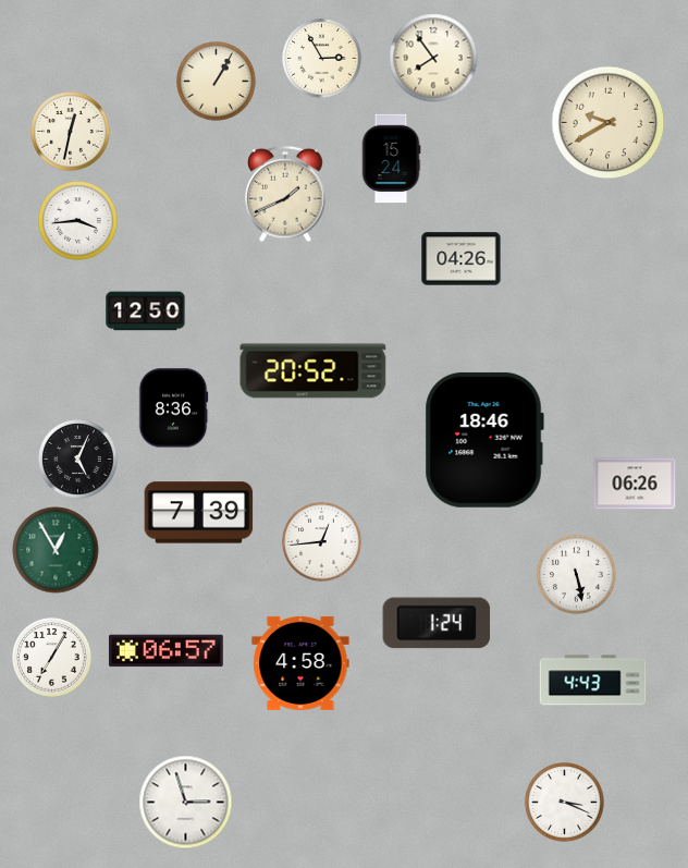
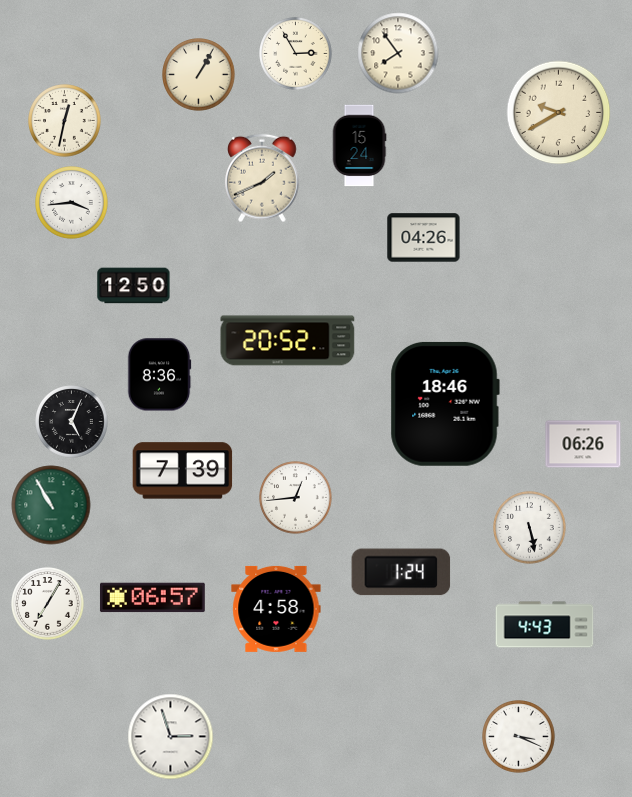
clock at (56, 550): 12:55 -> 10:55
